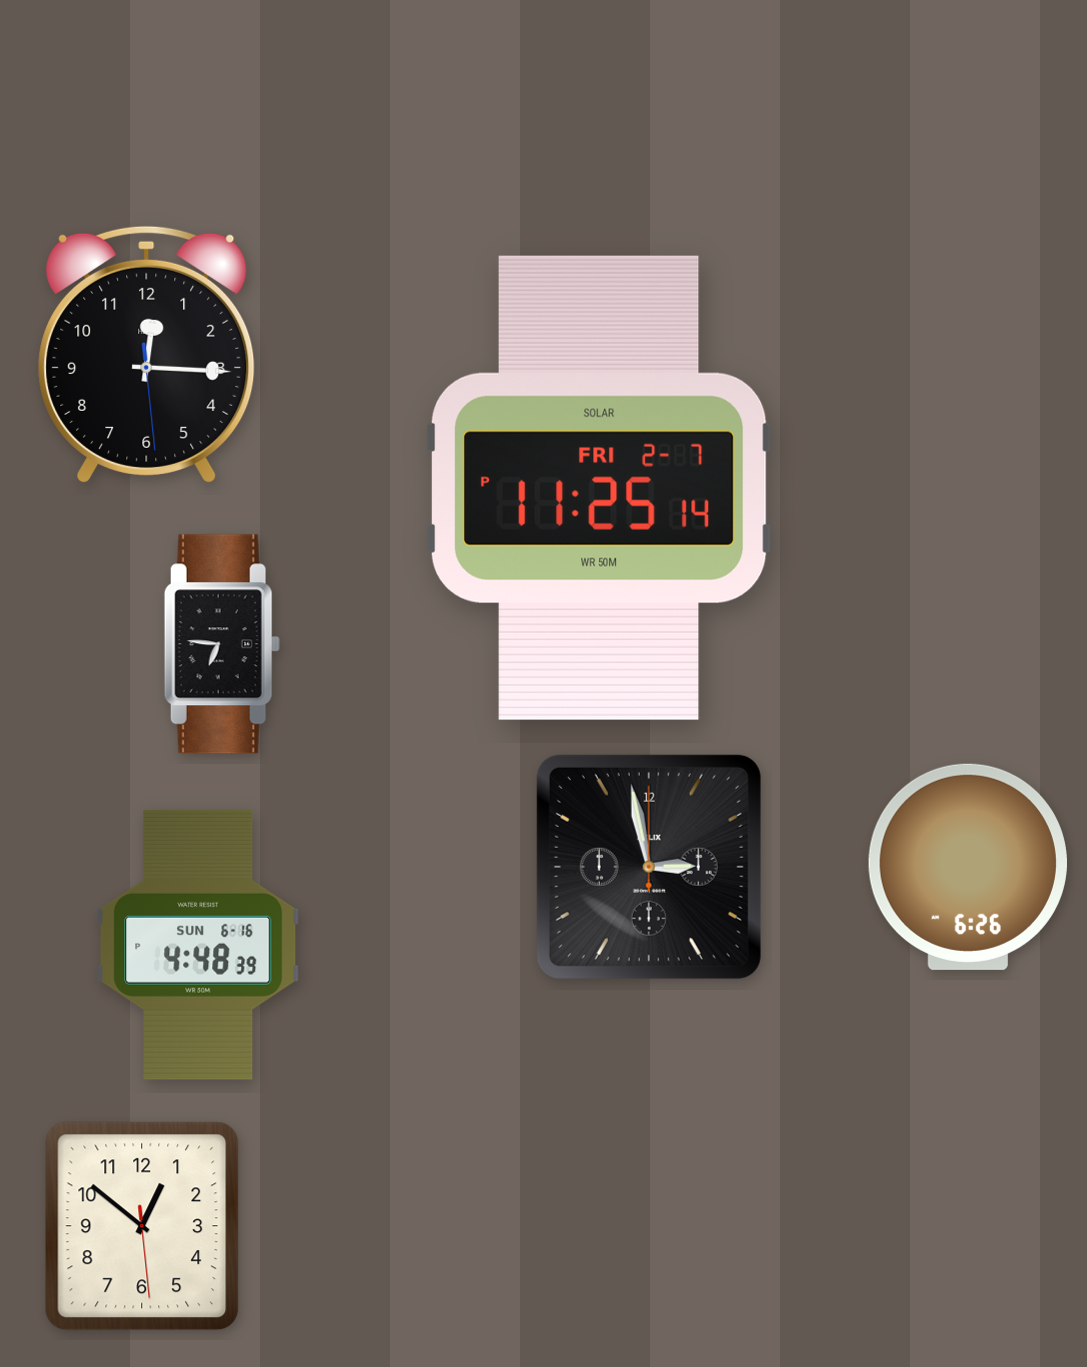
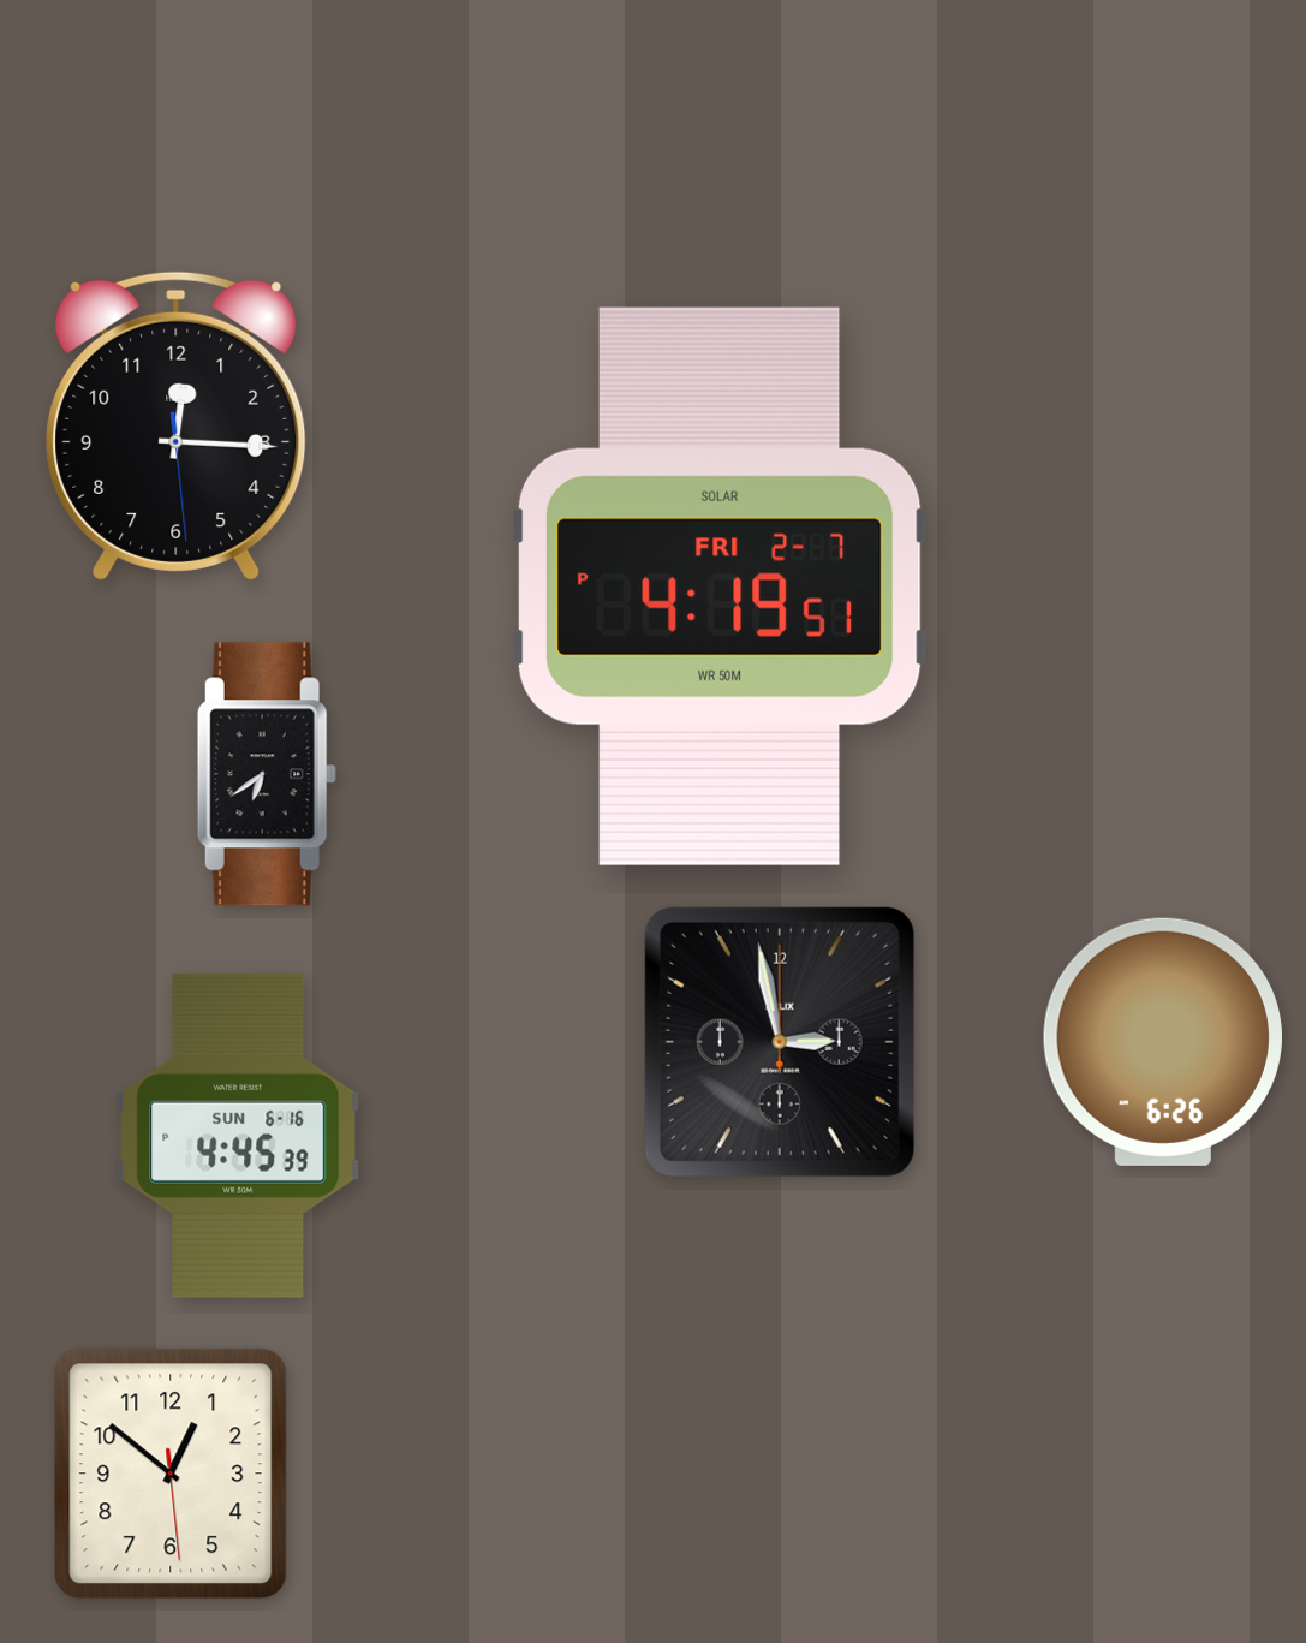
clock at (599, 488): 11:25 -> 4:19
clock at (222, 644): 6:46 -> 6:39
clock at (198, 945): 4:48 -> 4:45
